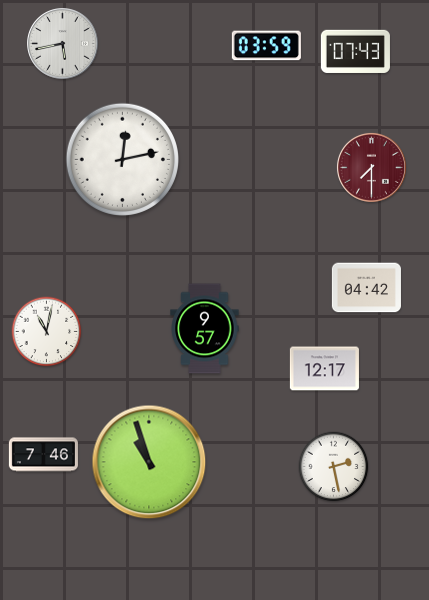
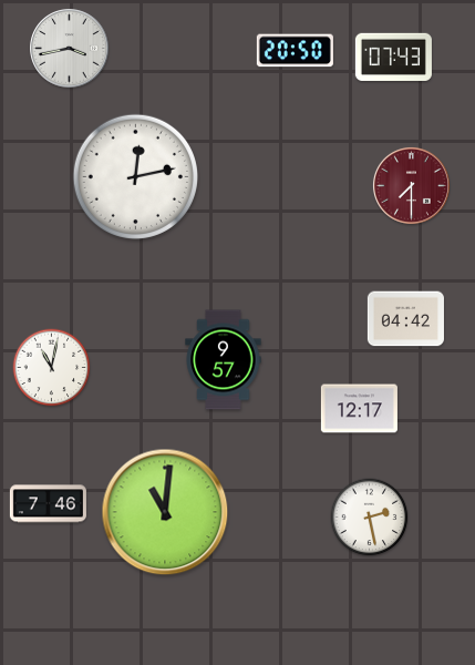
clock at (63, 44): 5:43 -> 3:43
clock at (266, 46): 03:59 -> 20:50
clock at (205, 329) position: (205, 329) -> (224, 360)
clock at (149, 462): 10:57 -> 11:01
